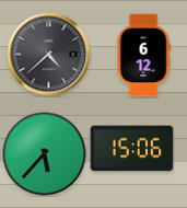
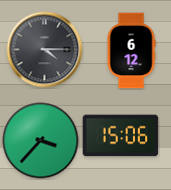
clock at (49, 55): 4:38 -> 4:15
clock at (45, 154): 5:37 -> 3:37
